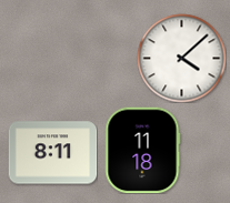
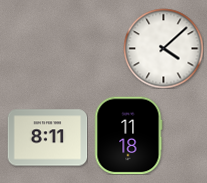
clock at (181, 58) position: (181, 58) -> (163, 48)
